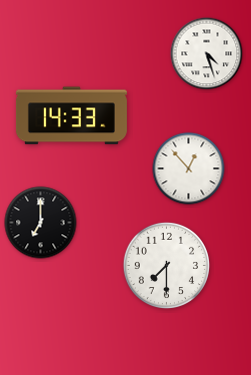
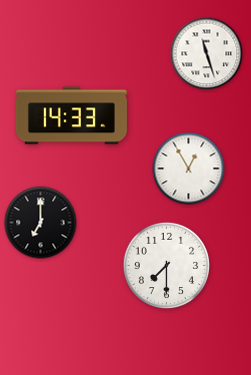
clock at (207, 54): 4:27 -> 11:27
clock at (189, 169): 12:53 -> 12:55
